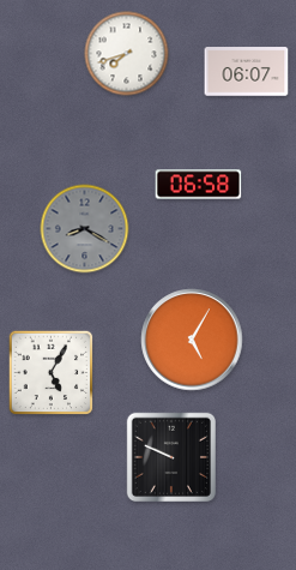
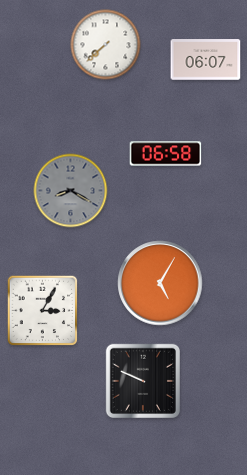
clock at (127, 54): 7:42 -> 7:38
clock at (52, 373): 5:05 -> 3:05
